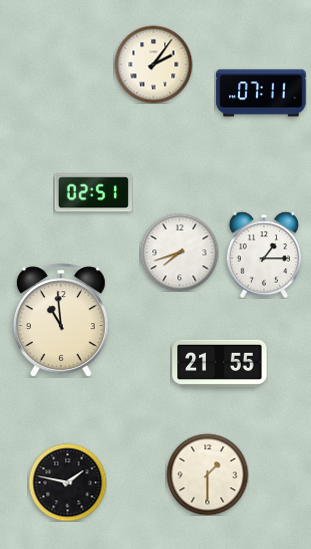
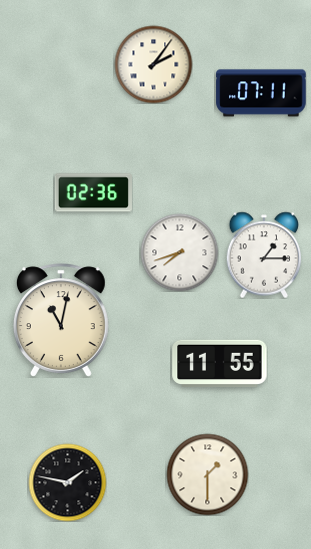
clock at (93, 193): 02:51 -> 02:36
clock at (61, 320): 10:59 -> 11:02
clock at (220, 364): 21:55 -> 11:55
